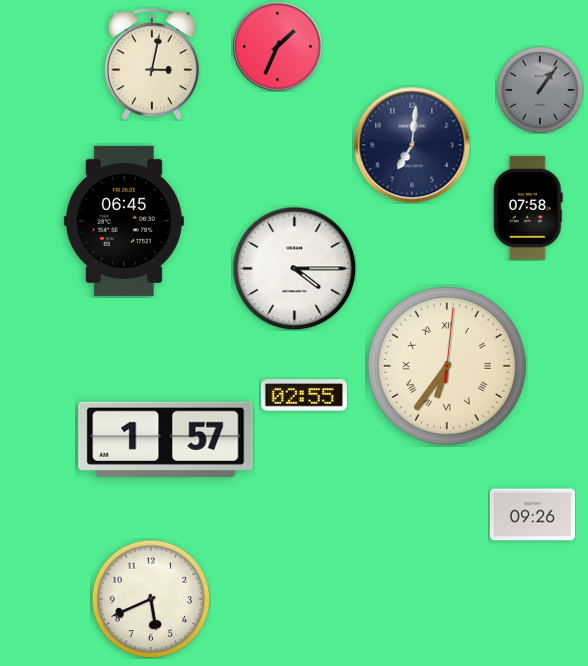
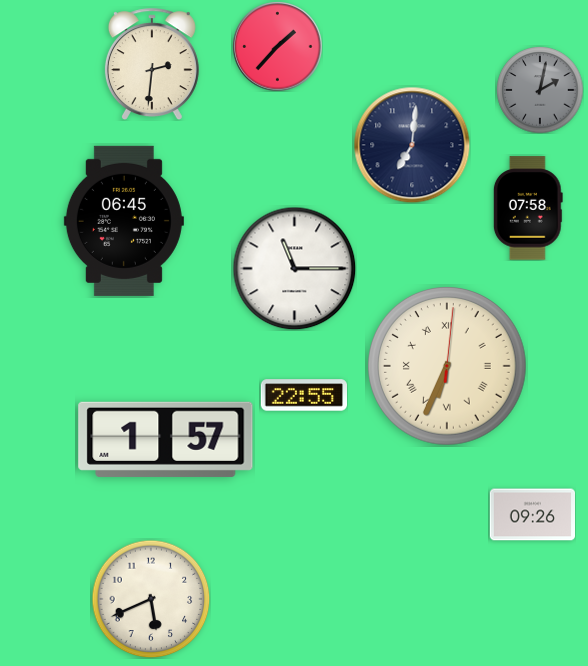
clock at (277, 46): 1:34 -> 1:37
clock at (152, 64): 3:02 -> 2:31
clock at (540, 90): 1:06 -> 2:02
clock at (294, 268): 4:15 -> 11:15
clock at (448, 367): 6:36 -> 6:34
clock at (303, 395): 02:55 -> 22:55
